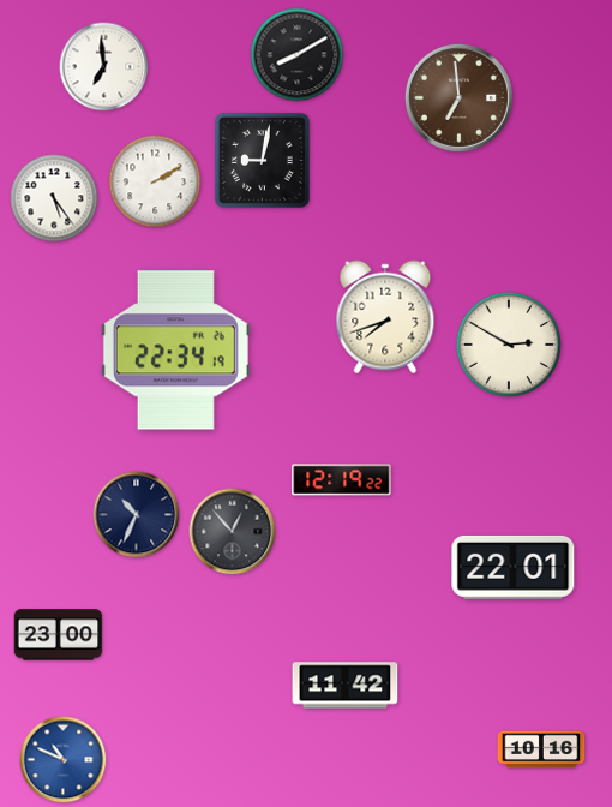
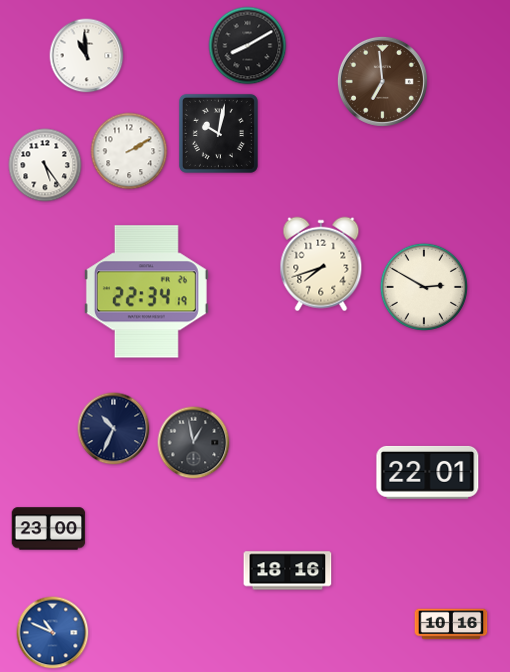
clock at (104, 67): 6:59 -> 10:59
clock at (262, 160): 9:02 -> 10:02
clock at (342, 480): 12:19 -> none
clock at (233, 532): 12:53 -> 12:58
clock at (346, 686): 11:42 -> 18:16
